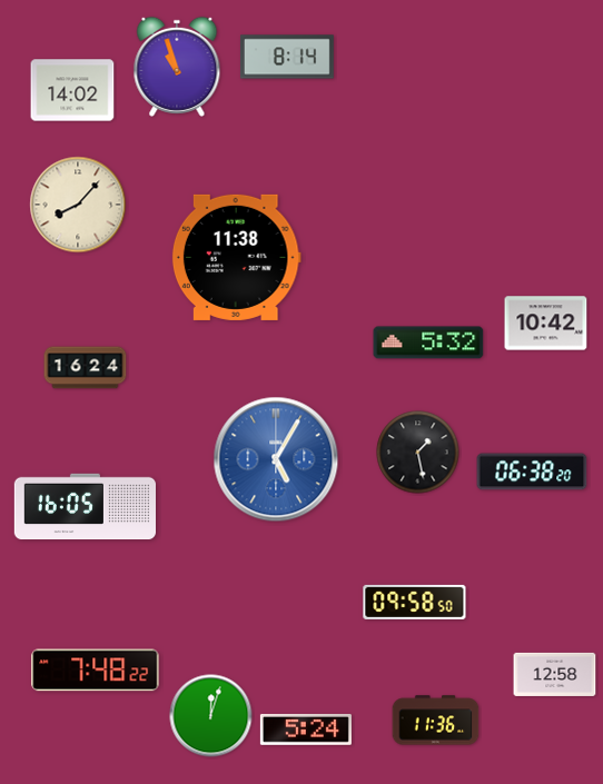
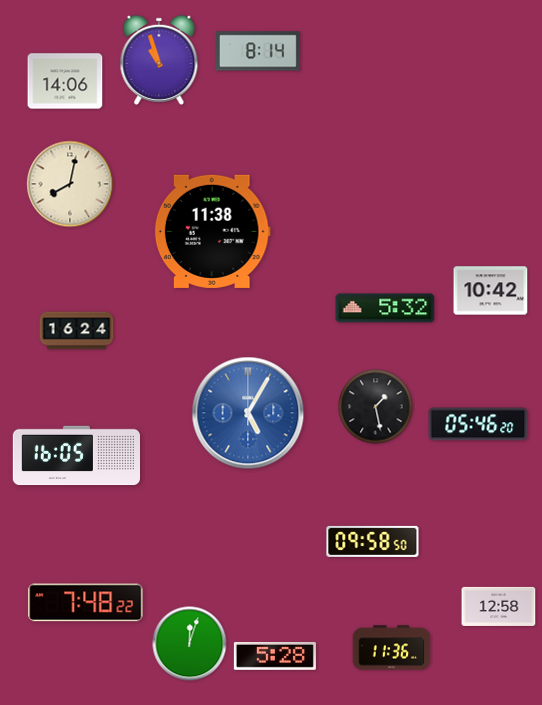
clock at (72, 90): 14:02 -> 14:06
clock at (78, 205): 8:07 -> 8:02
clock at (532, 472): 06:38 -> 05:46
clock at (306, 730): 5:24 -> 5:28
